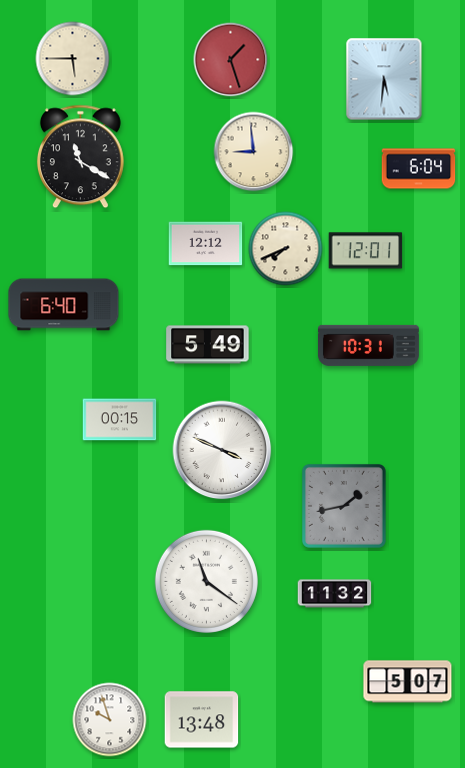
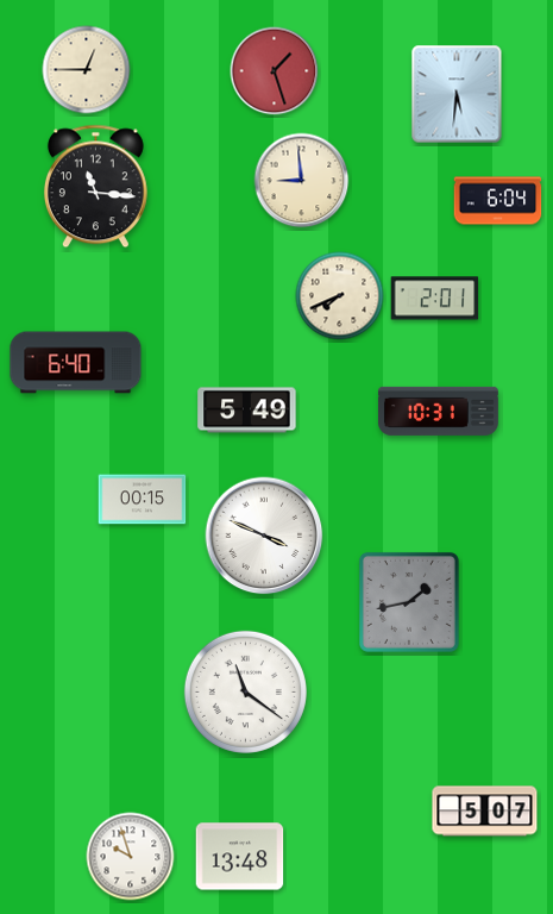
clock at (73, 59): 5:45 -> 12:45
clock at (80, 157): 11:20 -> 11:16
clock at (206, 244): 12:12 -> none
clock at (366, 251): 12:01 -> 2:01
clock at (335, 594): 11:32 -> none
